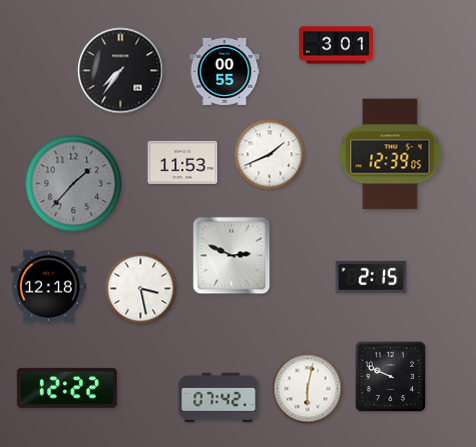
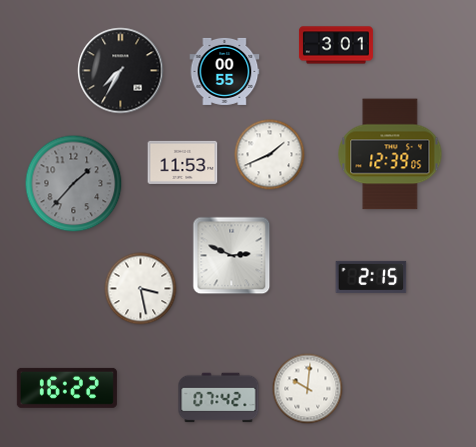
clock at (121, 71): 7:36 -> 7:35
clock at (49, 287): 12:18 -> none
clock at (391, 377): 9:49 -> none
clock at (67, 388): 12:22 -> 16:22
clock at (308, 389): 6:02 -> 10:01
